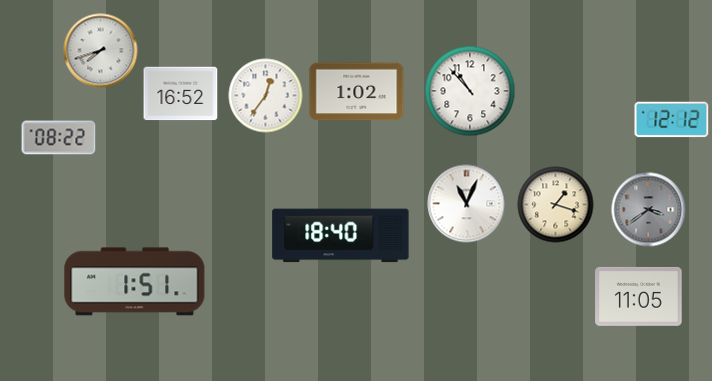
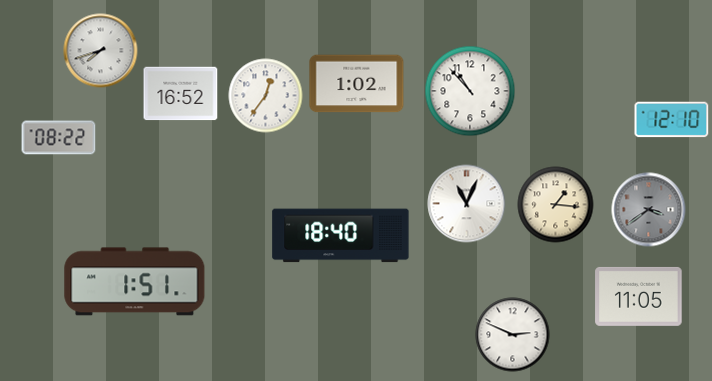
clock at (357, 92) position: (357, 92) -> (357, 84)
clock at (672, 120): 12:12 -> 12:10
clock at (556, 205): 1:18 -> 1:16
clock at (513, 335): none -> 2:49
